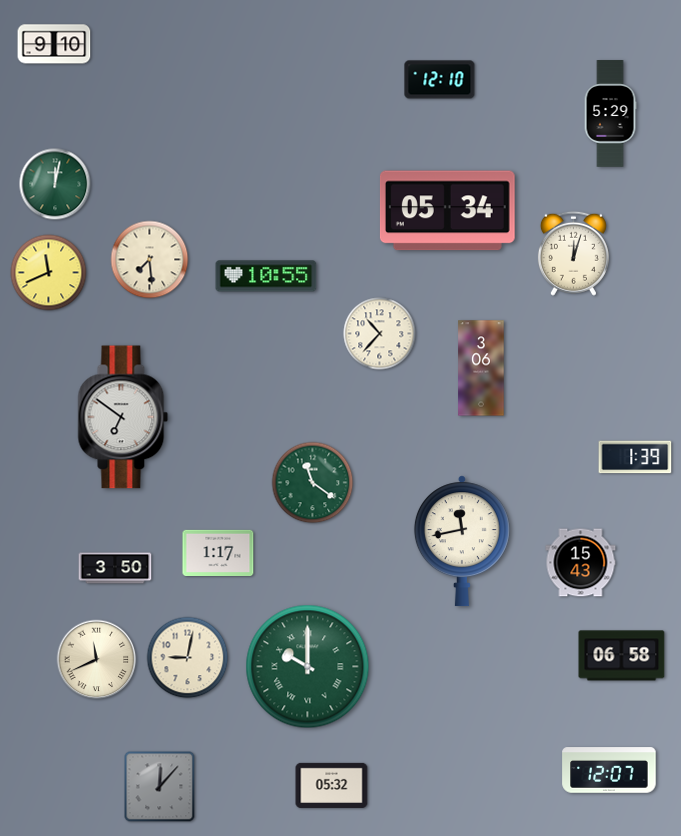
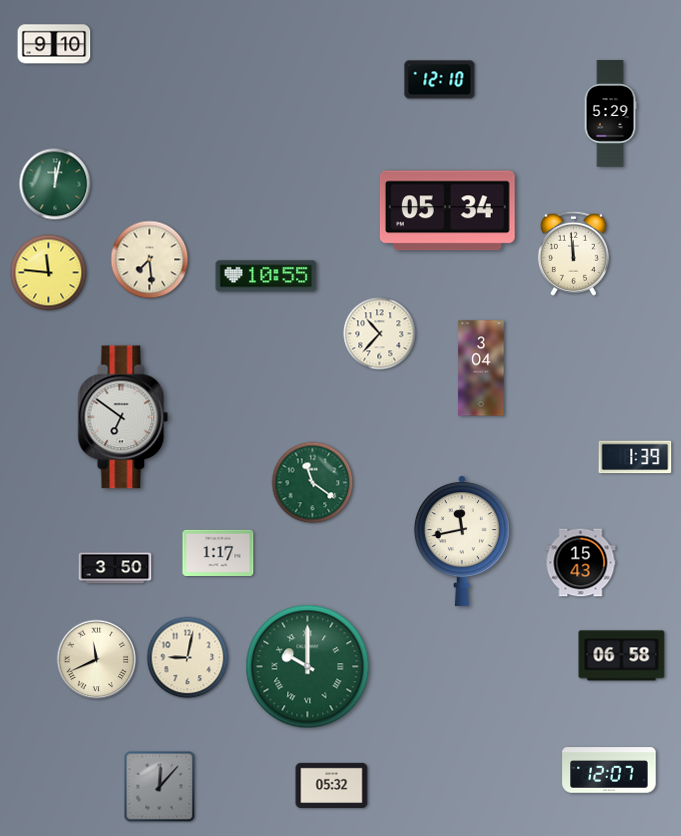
clock at (573, 253): 12:03 -> 11:59
clock at (49, 273): 11:41 -> 11:46
clock at (481, 368): 3:06 -> 3:04
